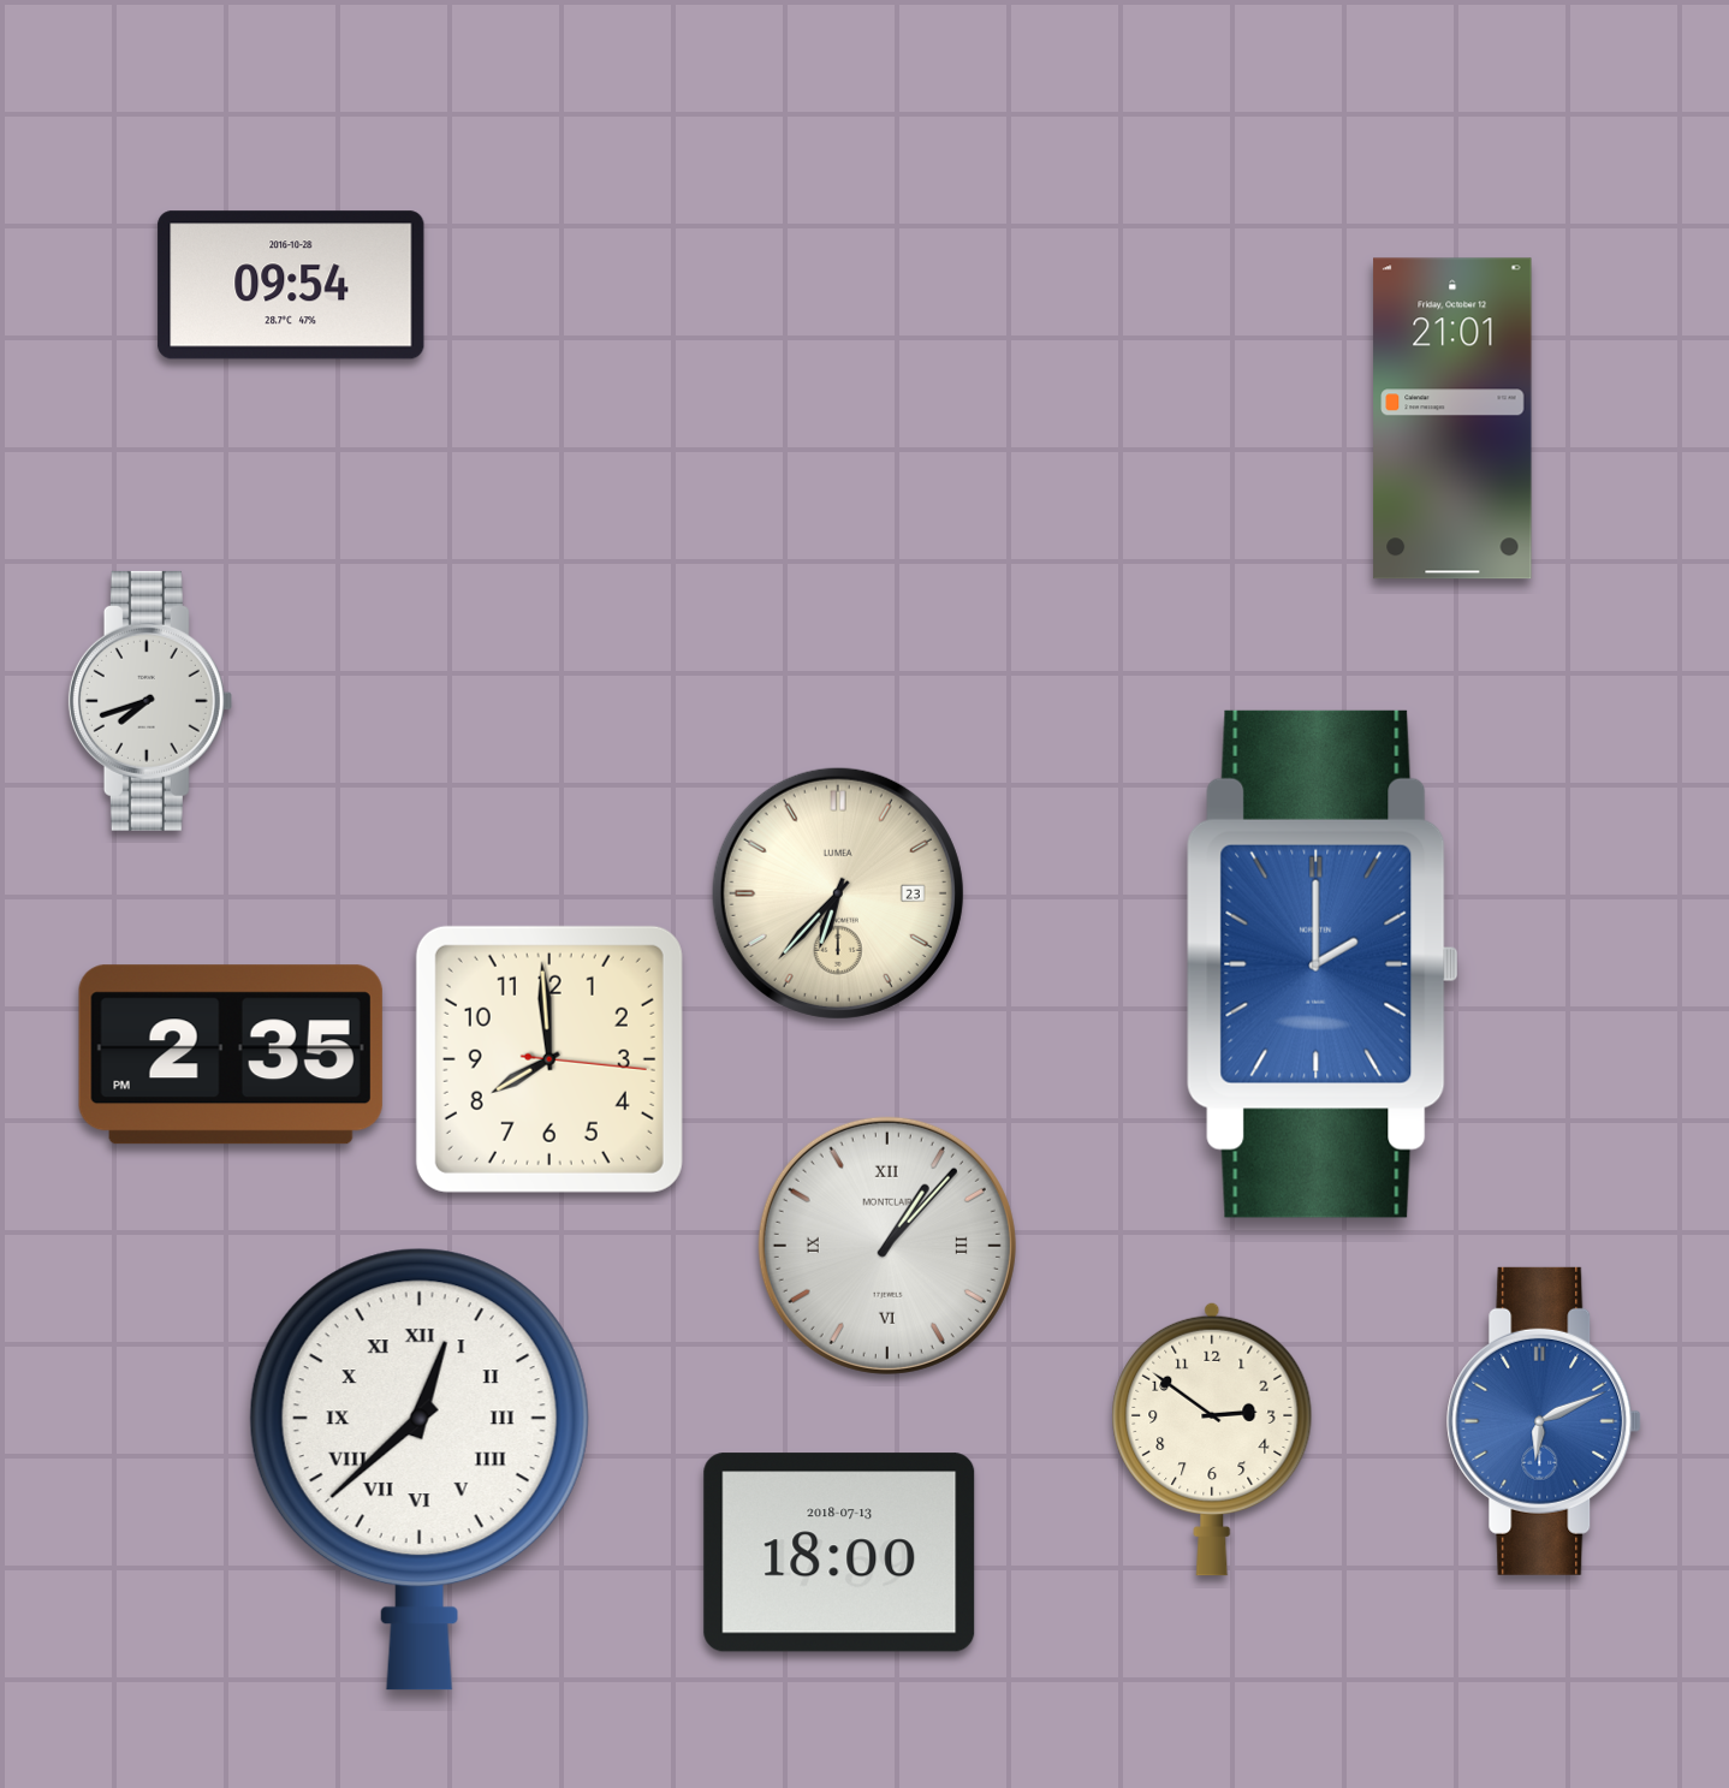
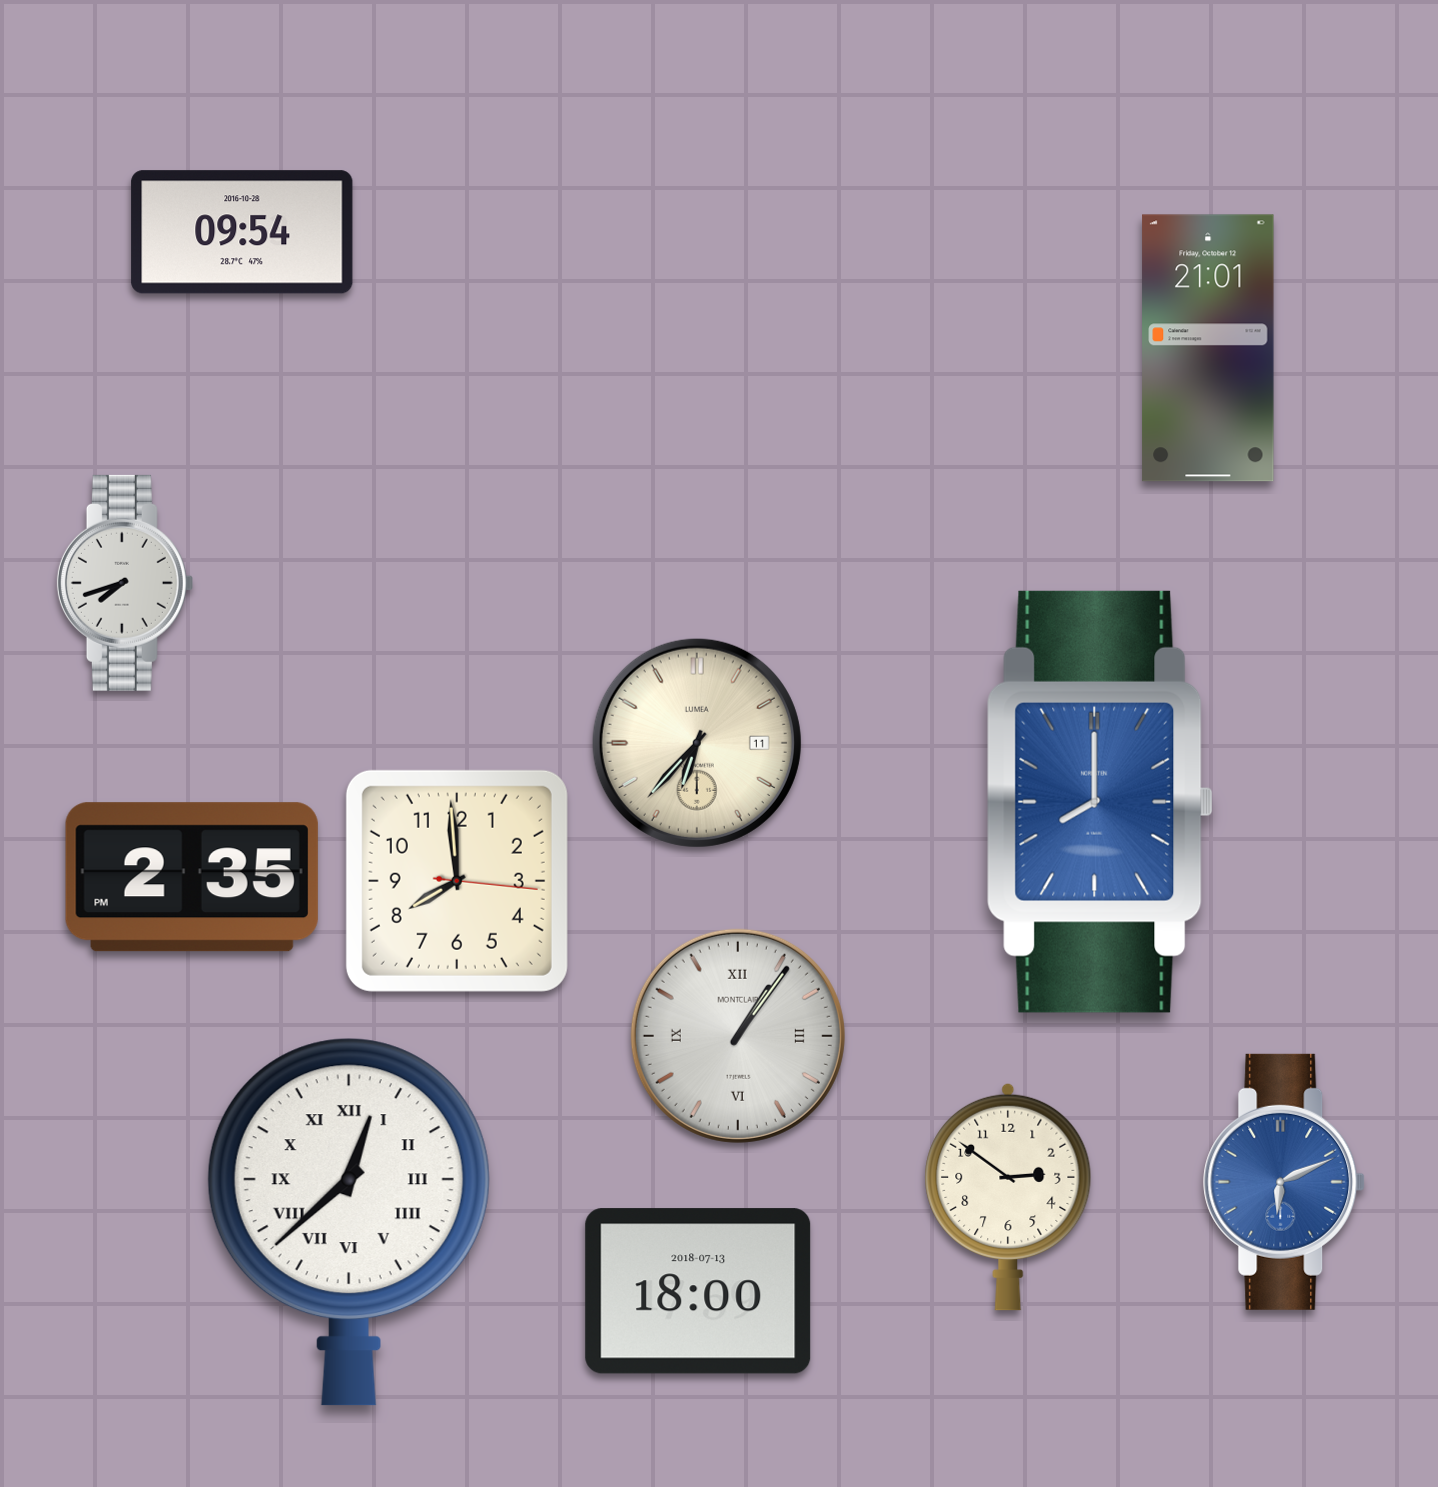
clock at (291, 285) position: (291, 285) -> (242, 232)
clock at (838, 893) date: 23 -> 11
clock at (1323, 964): 2:00 -> 8:00
clock at (887, 1246): 1:07 -> 1:06
